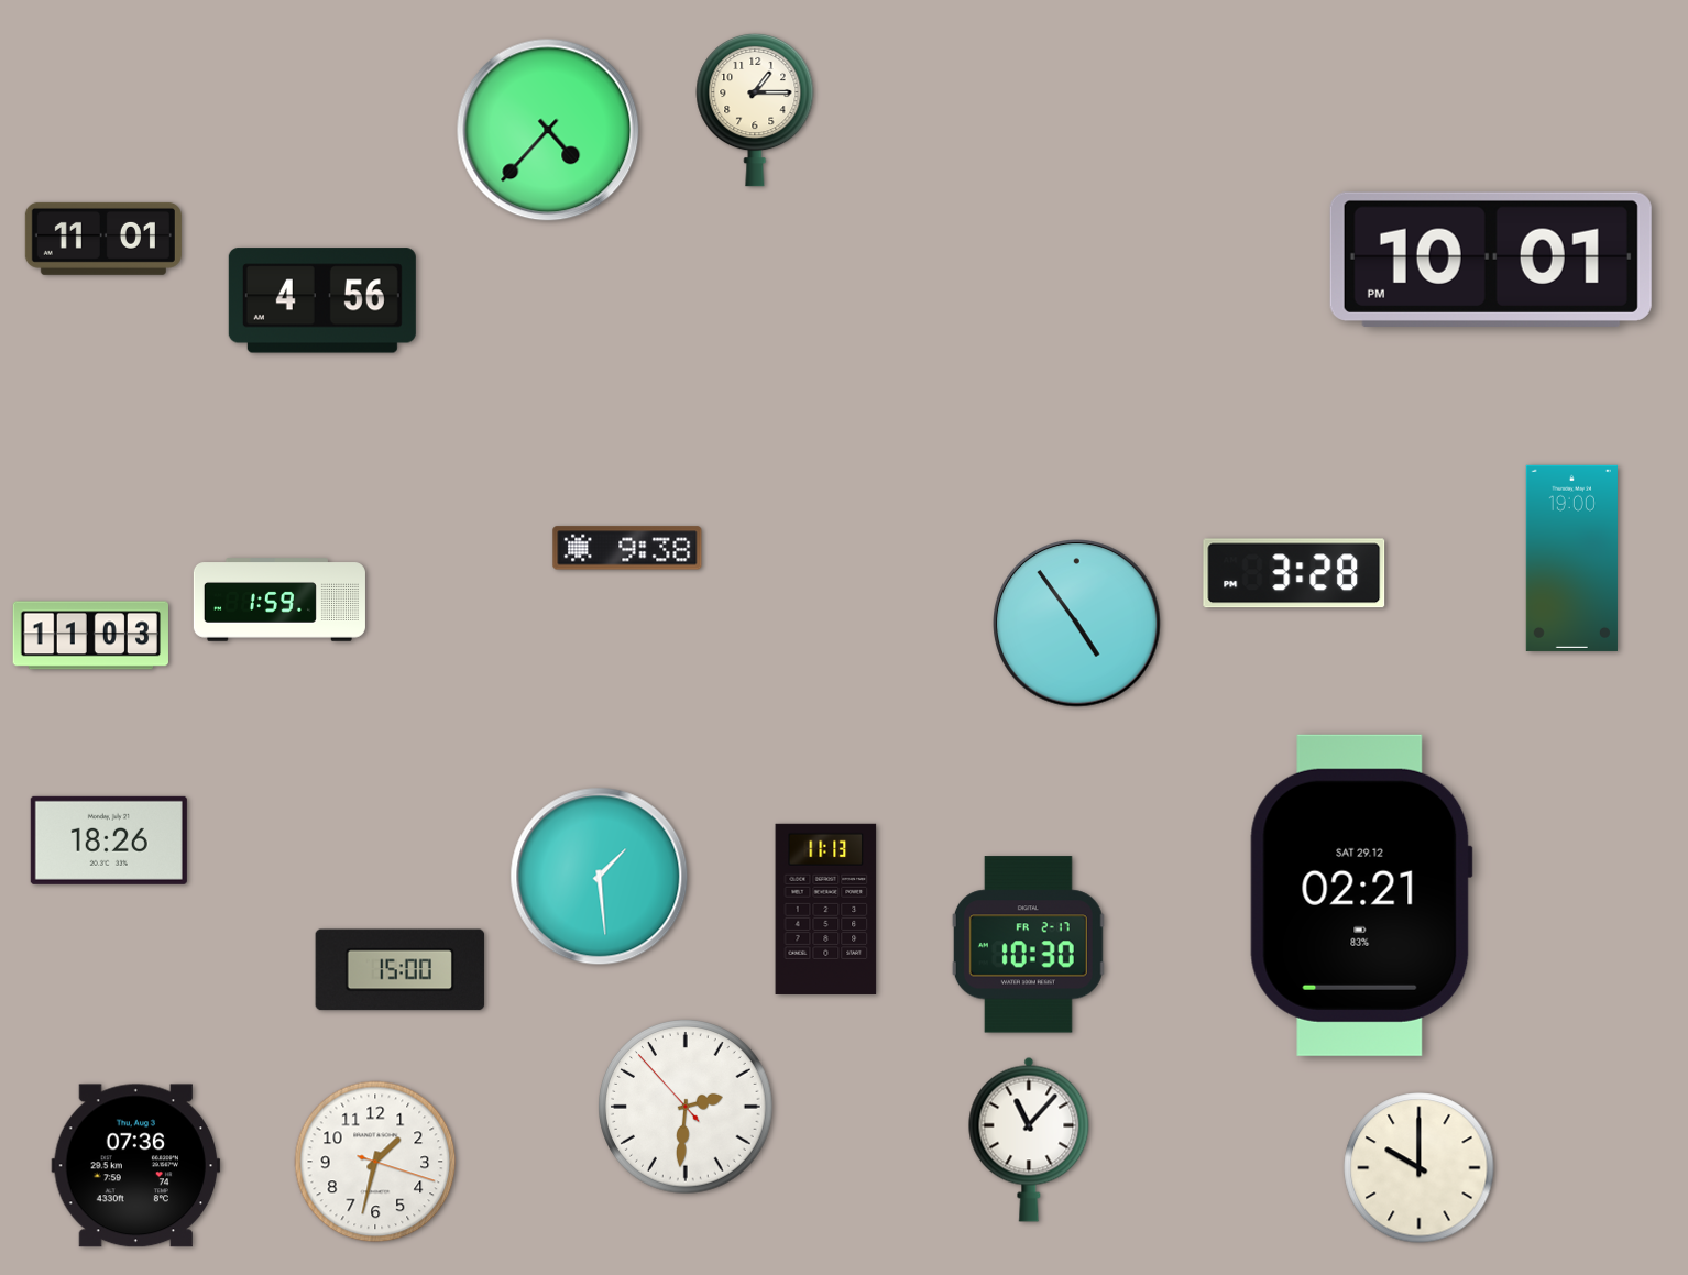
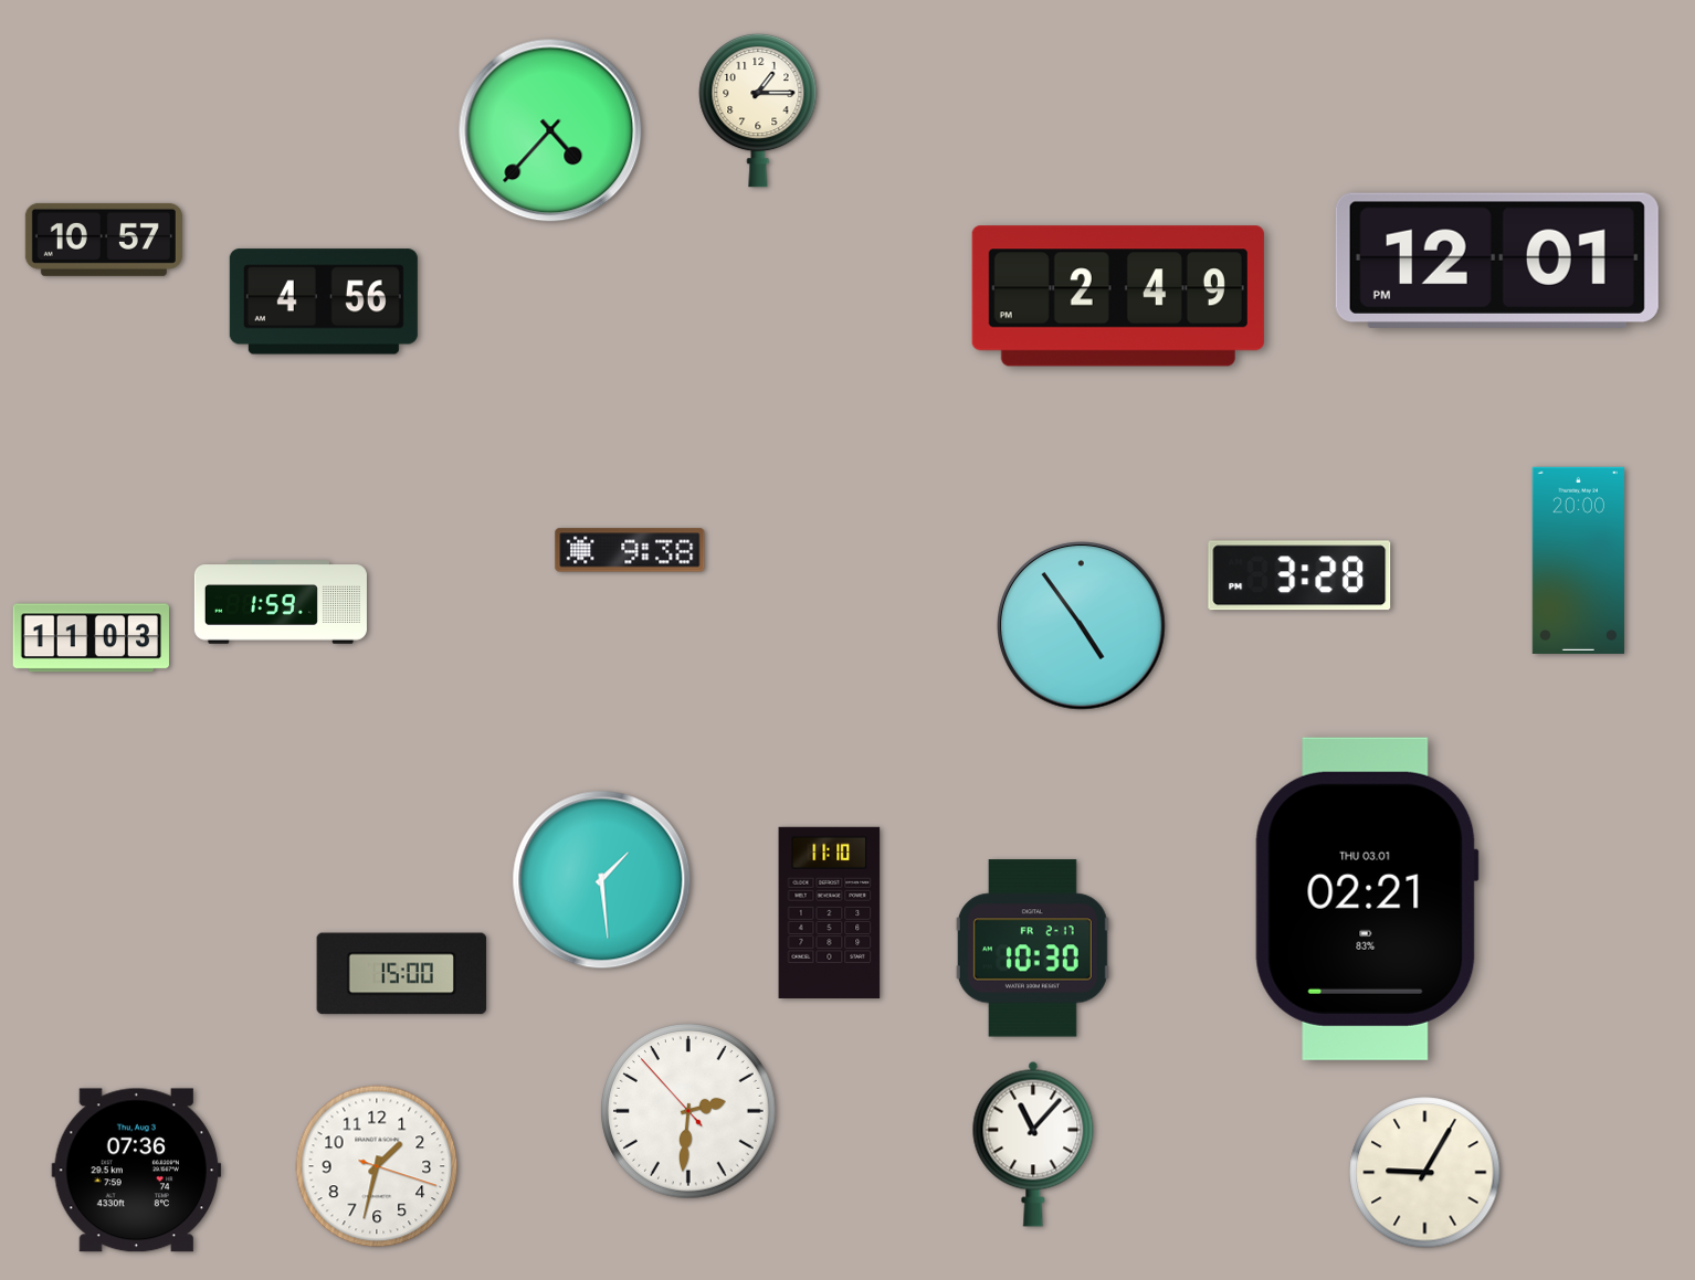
clock at (103, 239): 11:01 -> 10:57
clock at (1491, 260): 10:01 -> 12:01
clock at (1118, 296): none -> 2:49
clock at (1571, 558): 19:00 -> 20:00
clock at (109, 840): 18:26 -> none
clock at (1361, 895) date: SAT 29.12 -> THU 03.01
clock at (826, 909): 11:13 -> 11:10
clock at (1420, 1168): 10:00 -> 9:05
